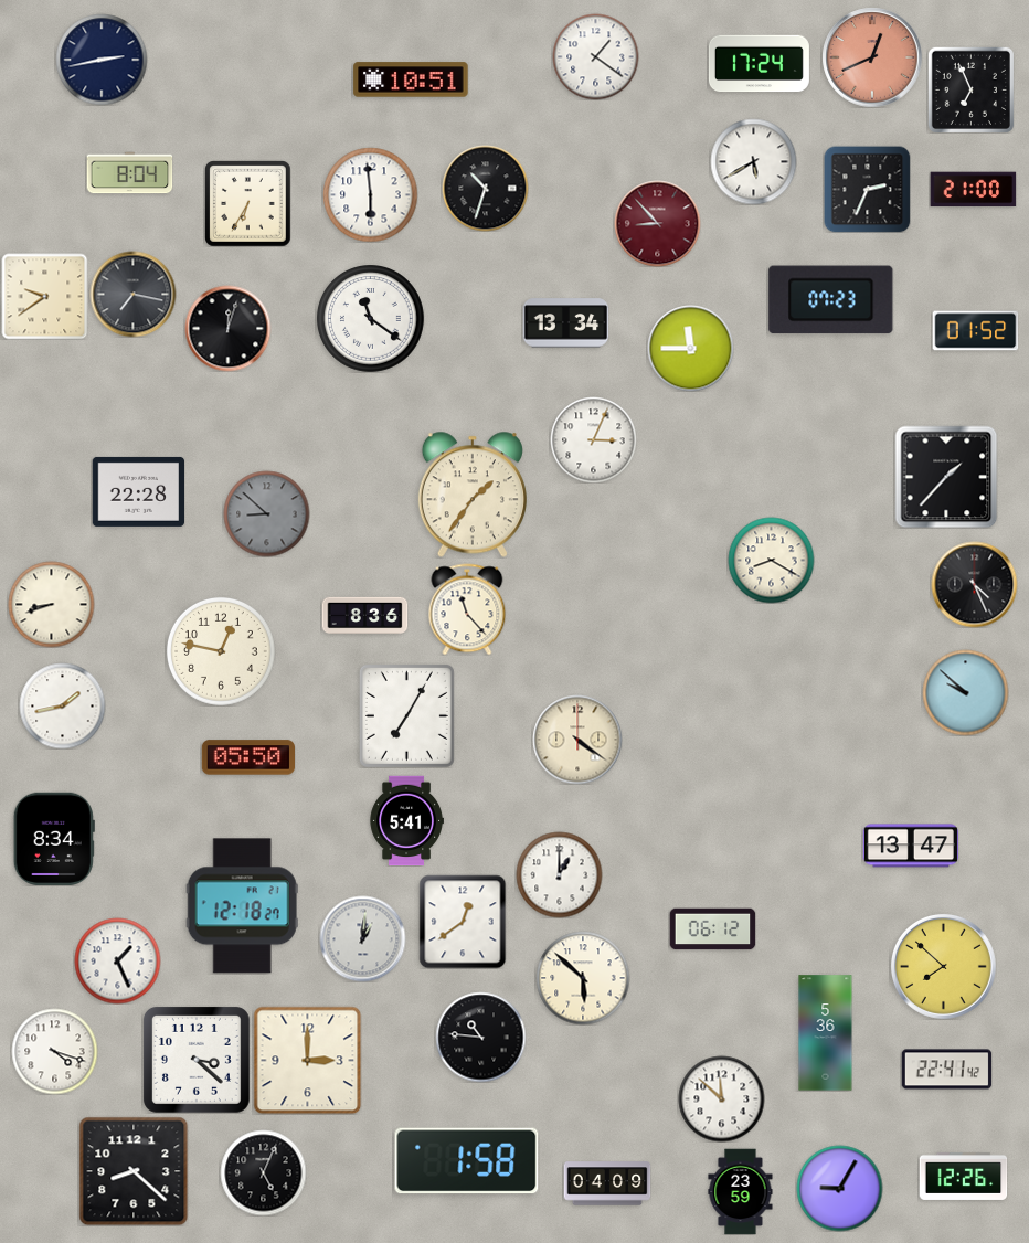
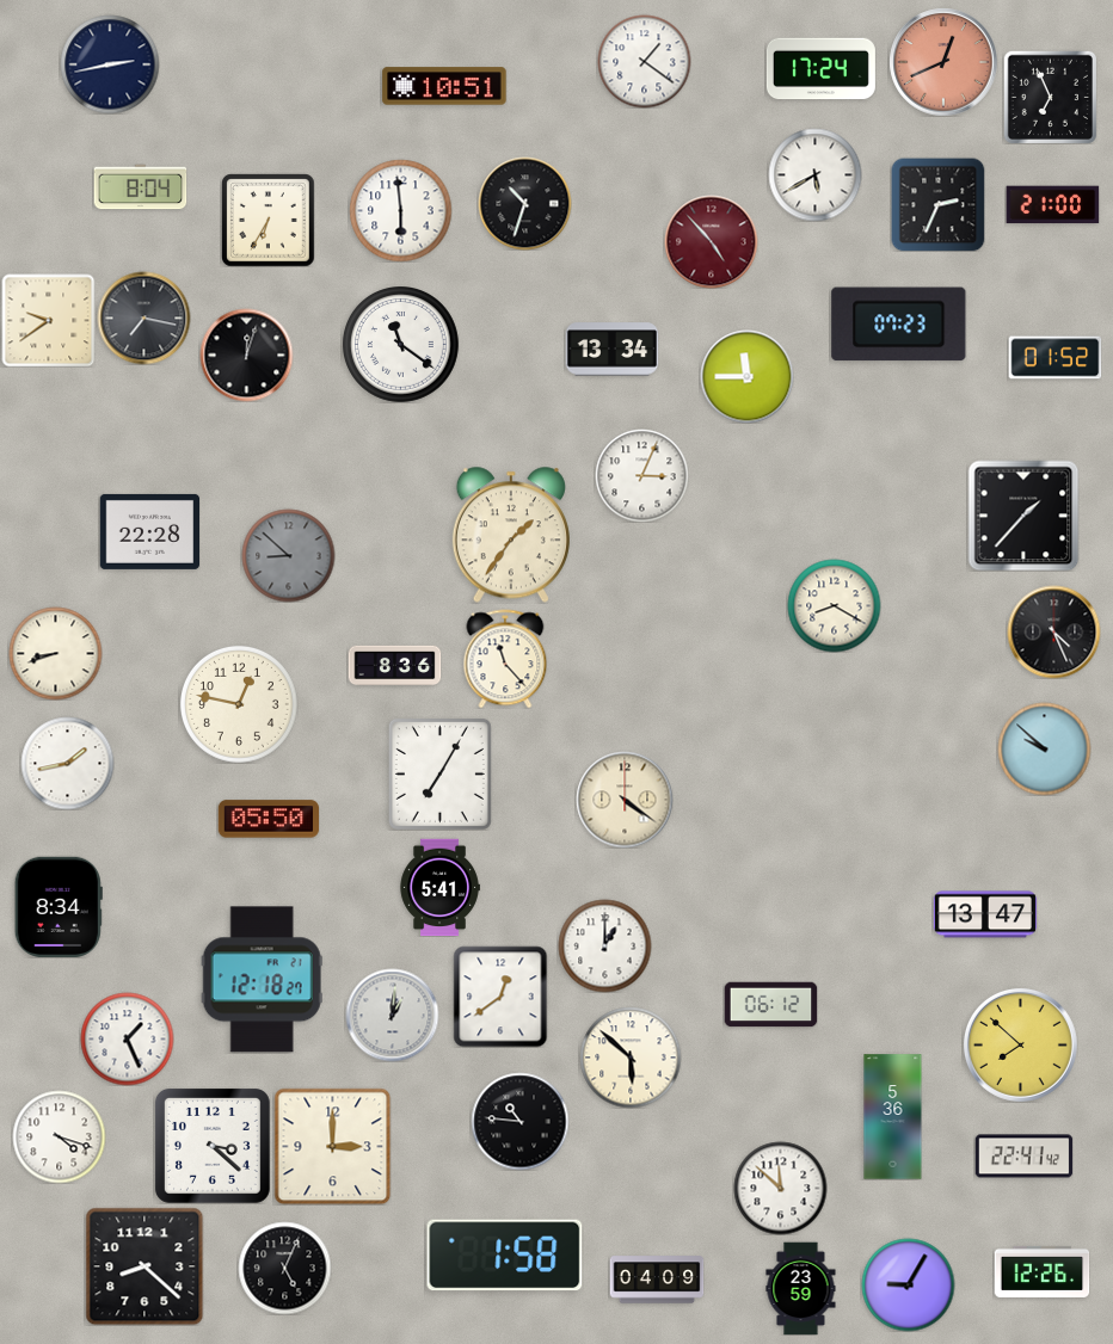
clock at (657, 223): 8:53 -> 4:53
